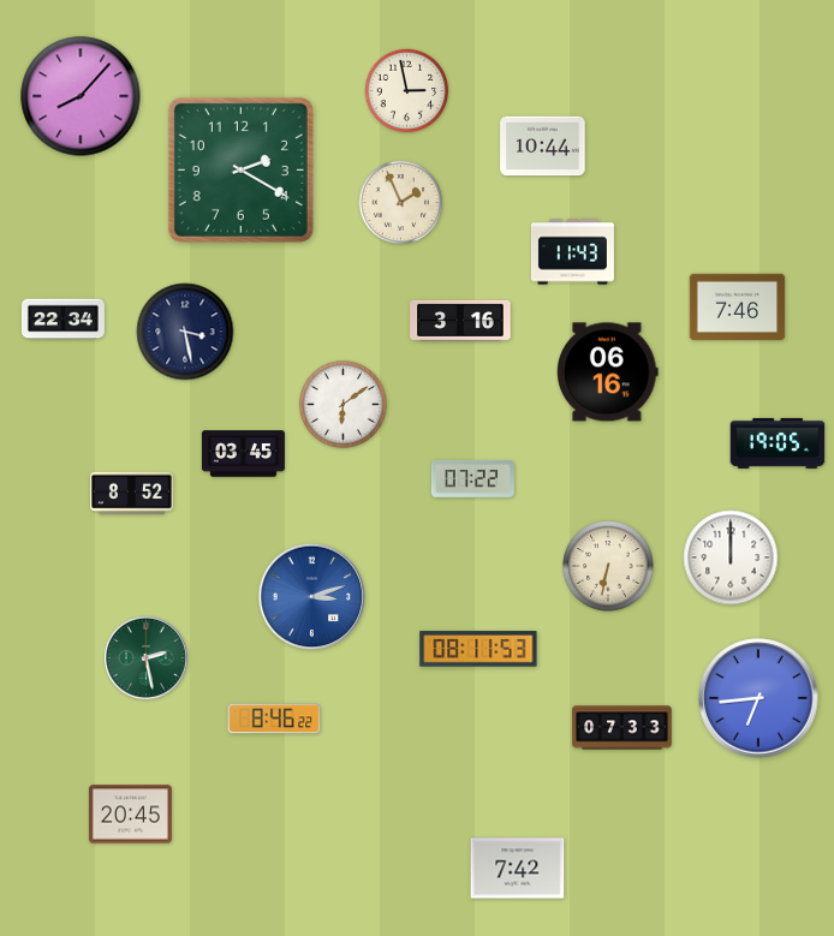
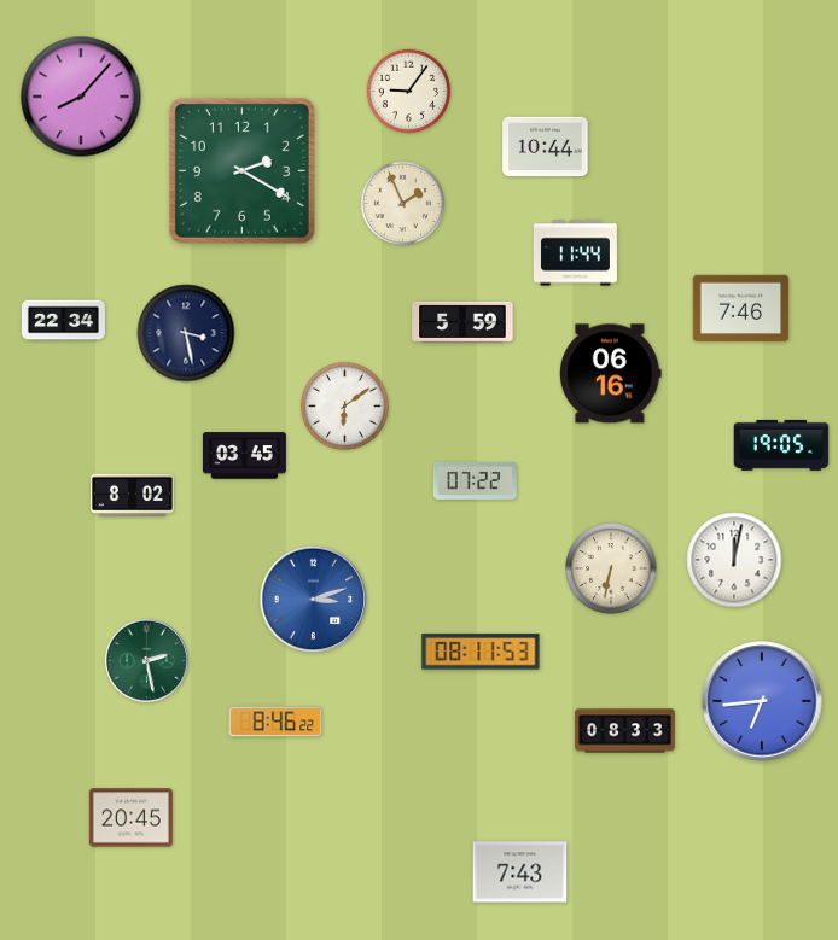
clock at (407, 91): 2:58 -> 9:06
clock at (572, 252): 11:43 -> 11:44
clock at (460, 321): 3:16 -> 5:59
clock at (131, 494): 8:52 -> 8:02
clock at (731, 558): 12:00 -> 12:02
clock at (622, 728): 07:33 -> 08:33
clock at (518, 869): 7:42 -> 7:43
